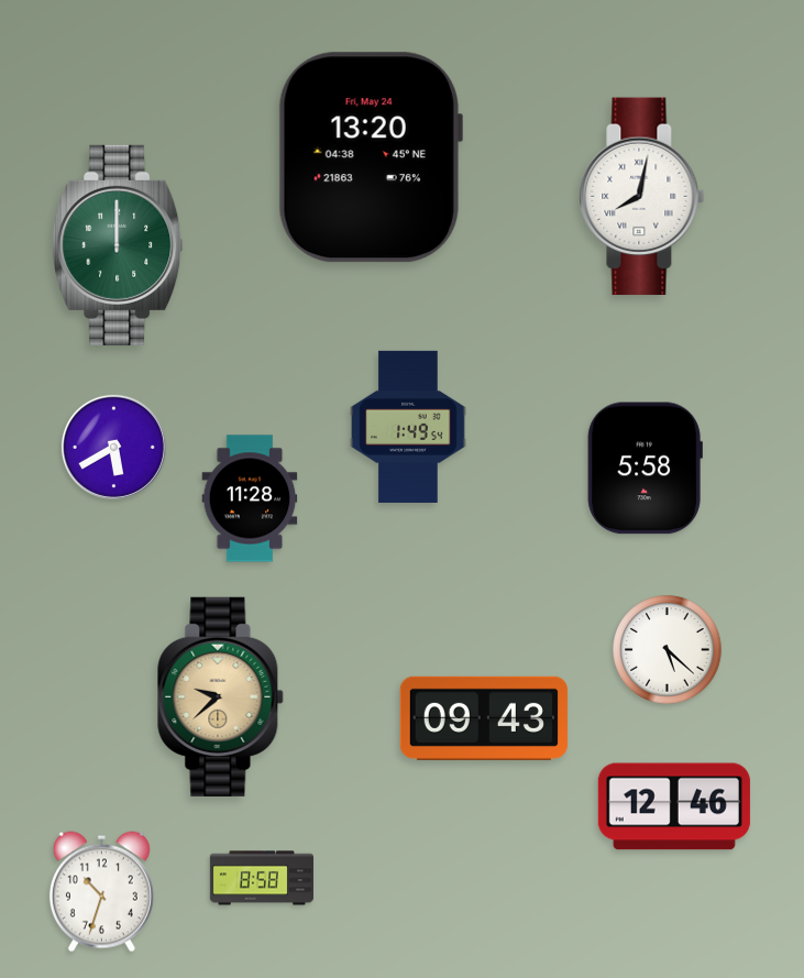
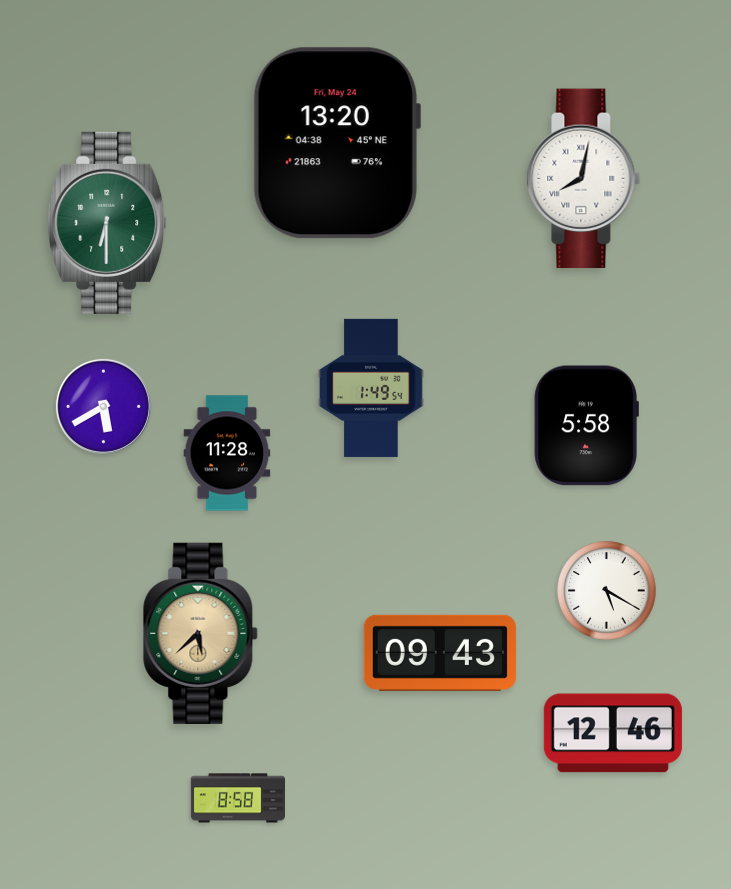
clock at (118, 245): 12:00 -> 6:30
clock at (668, 650): 5:22 -> 5:20
clock at (221, 696): 9:38 -> 5:38
clock at (101, 892): 10:33 -> none
